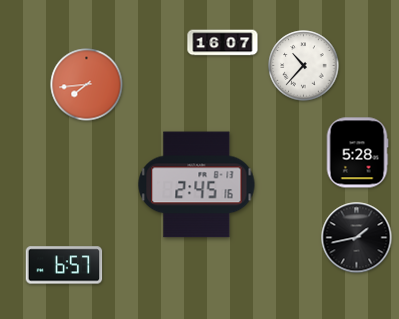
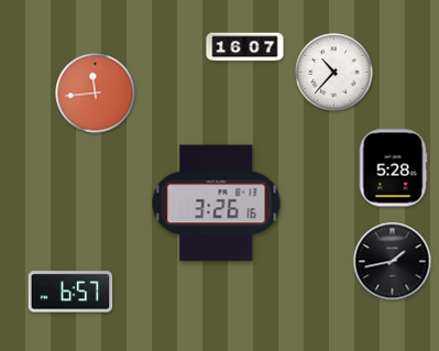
clock at (87, 85): 7:44 -> 11:44
clock at (197, 185): 2:45 -> 3:26
